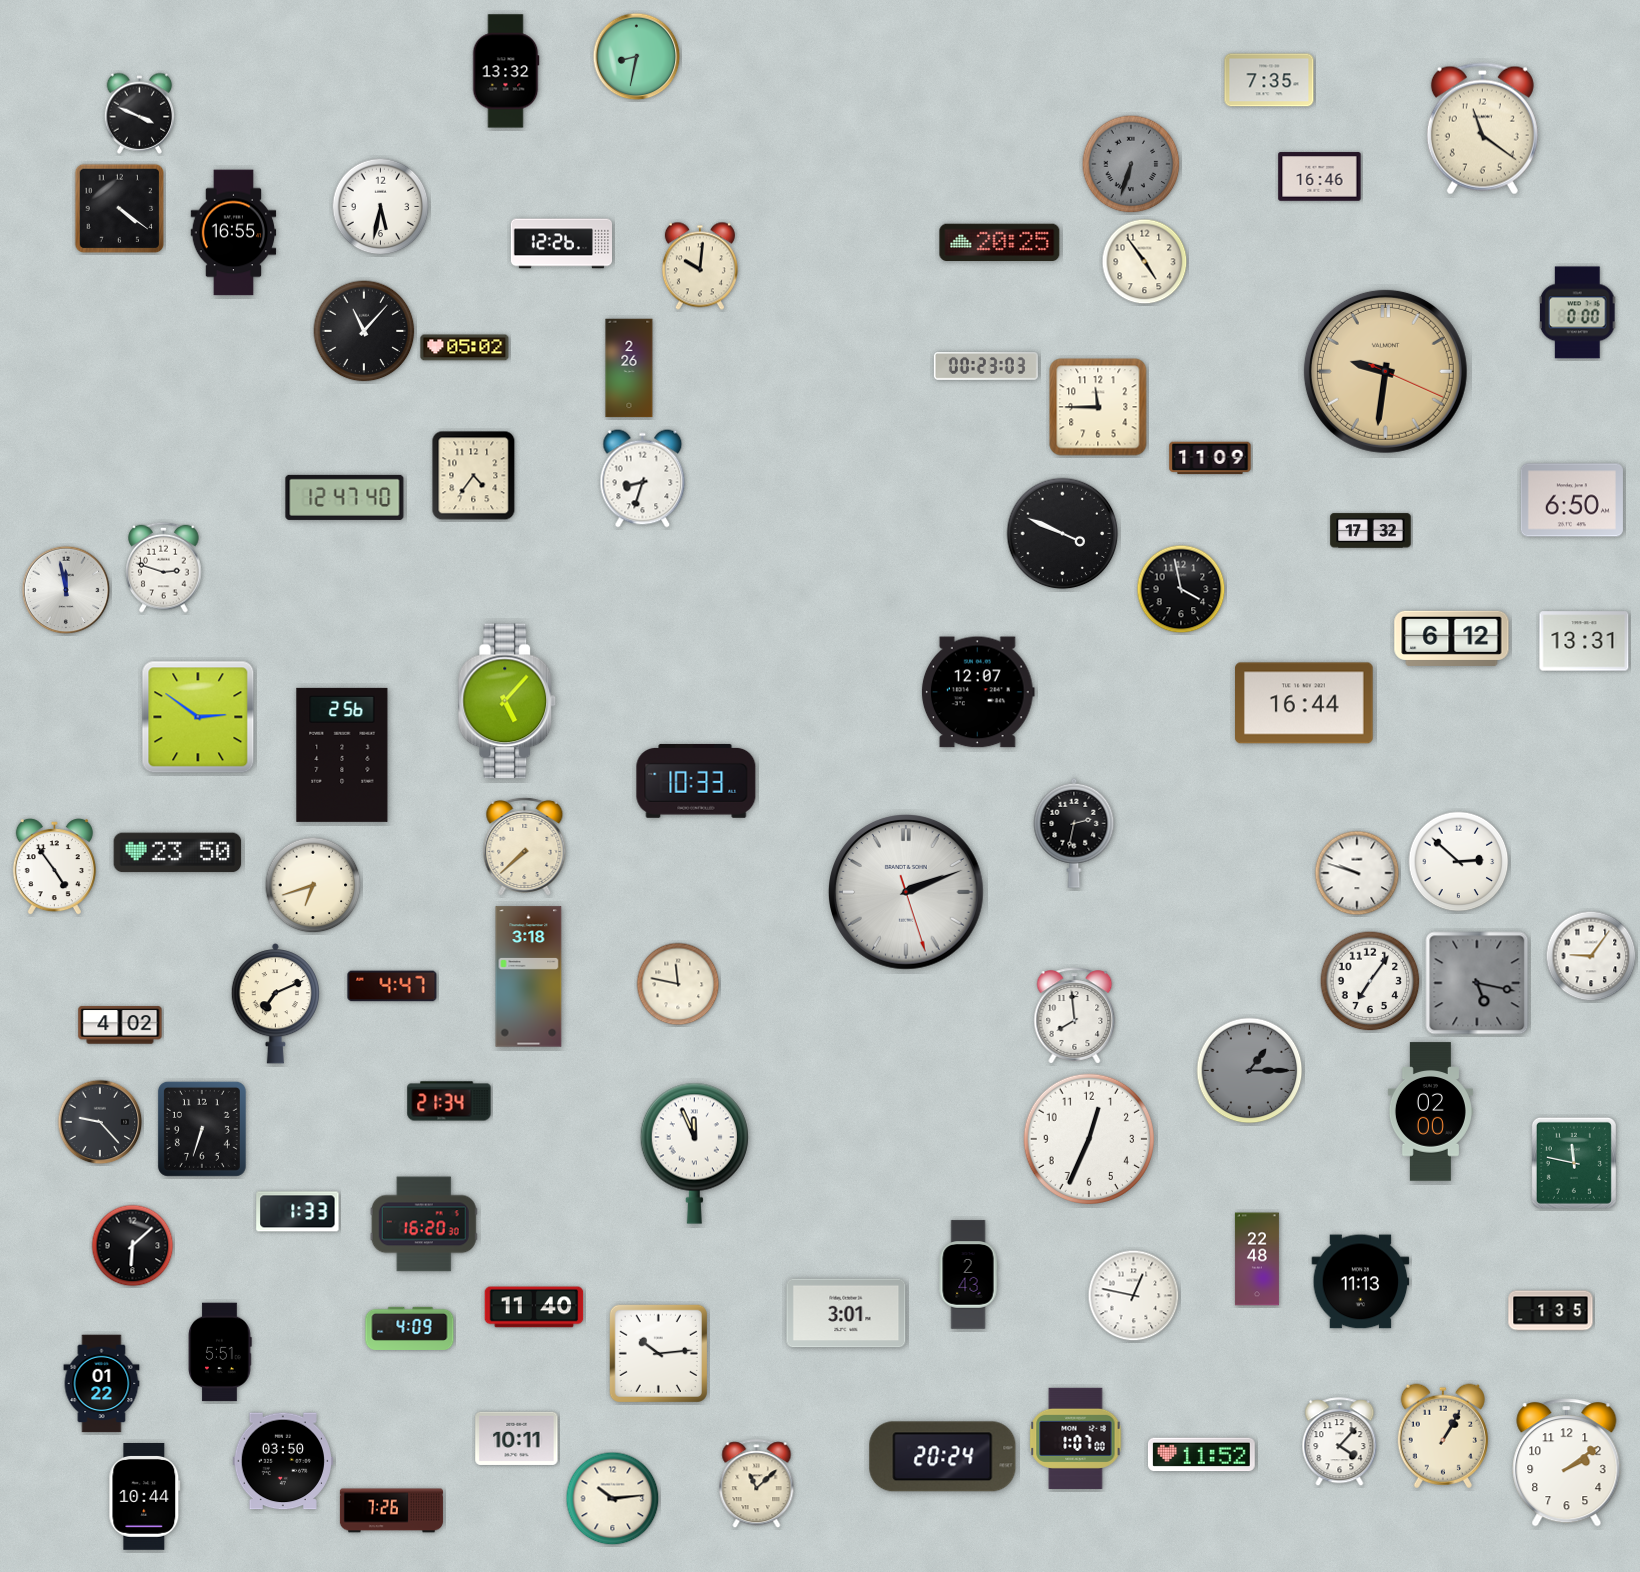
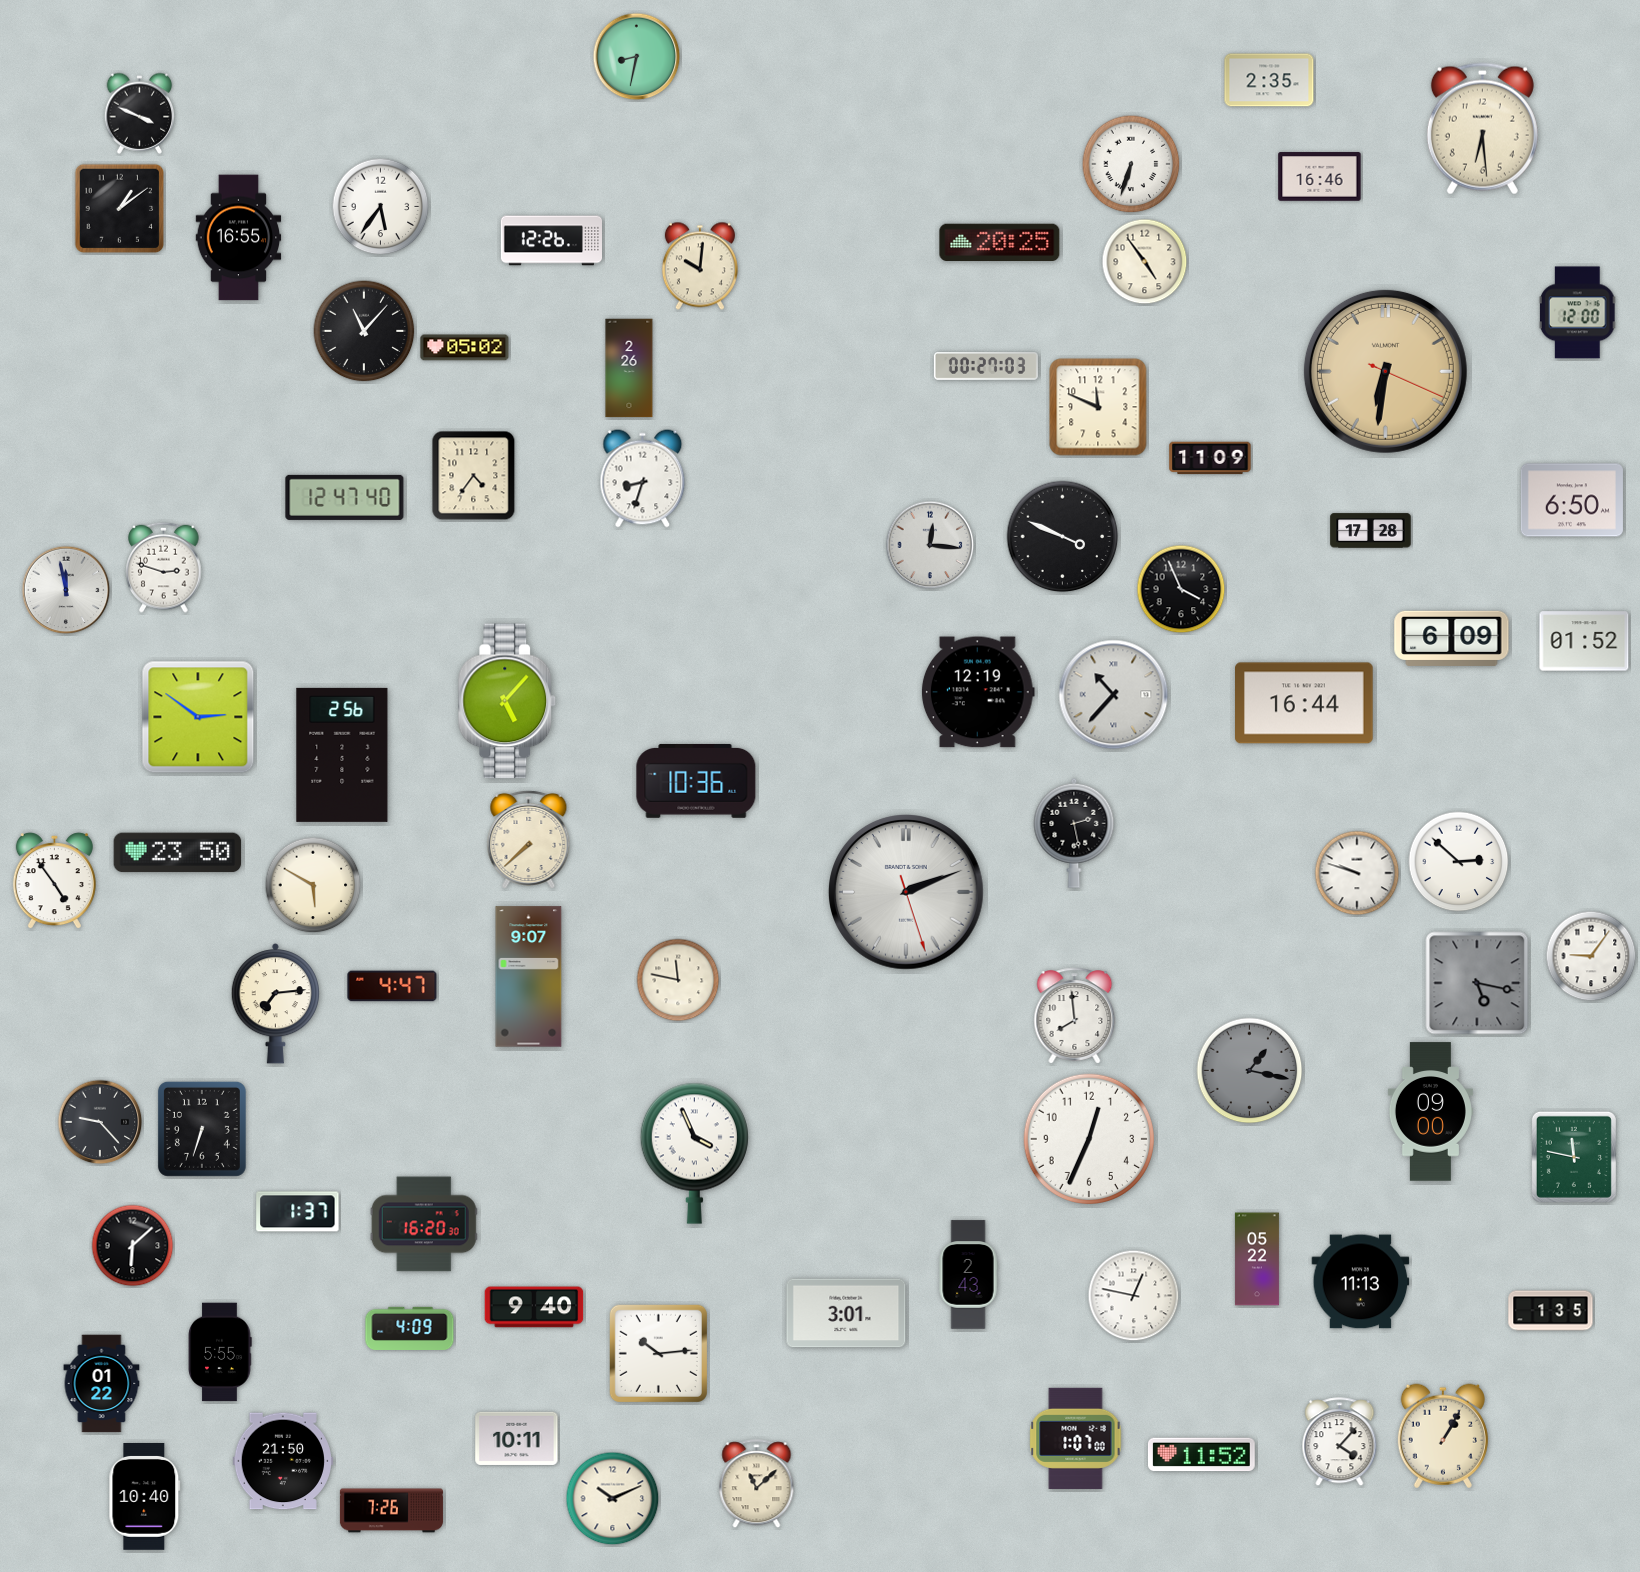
clock at (506, 71): 13:32 -> none
clock at (1269, 80): 7:35 -> 2:35
clock at (1482, 129): 11:21 -> 6:29
clock at (1131, 164) dial: grey -> white
clock at (381, 207): 5:32 -> 5:36
clock at (120, 209): 4:21 -> 1:09
clock at (234, 233) position: (234, 233) -> (239, 238)
clock at (561, 244) position: (561, 244) -> (551, 241)
clock at (1578, 313): 0:00 -> 12:00
clock at (986, 367): 00:23 -> 00:27
clock at (1385, 371): 9:31 -> 6:31
clock at (1098, 407): 11:45 -> 11:49
clock at (1371, 531): 17:32 -> 17:28
clock at (1063, 534) position: (1063, 534) -> (1063, 537)
clock at (930, 545): none -> 12:16
clock at (1181, 589): 3:58 -> 3:56
clock at (1452, 638): 6:12 -> 6:09
clock at (1584, 641): 13:31 -> 01:52
clock at (978, 692): 12:07 -> 12:19
clock at (1114, 695): none -> 10:37
clock at (696, 781): 10:33 -> 10:36
clock at (1074, 833): 2:32 -> 2:28
clock at (525, 846) position: (525, 846) -> (529, 839)
clock at (54, 867) position: (54, 867) -> (54, 881)
clock at (313, 885): 6:42 -> 5:50
clock at (529, 977): 3:18 -> 9:07
clock at (1370, 981): 7:06 -> none
clock at (678, 984) position: (678, 984) -> (678, 980)
clock at (275, 1004): 7:11 -> 7:14
clock at (120, 1025): 4:02 -> none
clock at (1250, 1071): 1:15 -> 1:17
clock at (449, 1101): 21:34 -> none
clock at (1430, 1112): 02:00 -> 09:00
clock at (694, 1153): 11:56 -> 3:56
clock at (1574, 1163) position: (1574, 1163) -> (1574, 1157)
clock at (298, 1212): 1:33 -> 1:37
clock at (1257, 1259): 22:48 -> 05:22
clock at (534, 1307): 11:40 -> 9:40
clock at (220, 1352): 5:51 -> 5:55
clock at (943, 1457): 20:24 -> none
clock at (282, 1461): 03:50 -> 21:50
clock at (1567, 1463): 2:09 -> none
clock at (145, 1497): 10:44 -> 10:40
clock at (613, 1499): 10:14 -> 10:11
